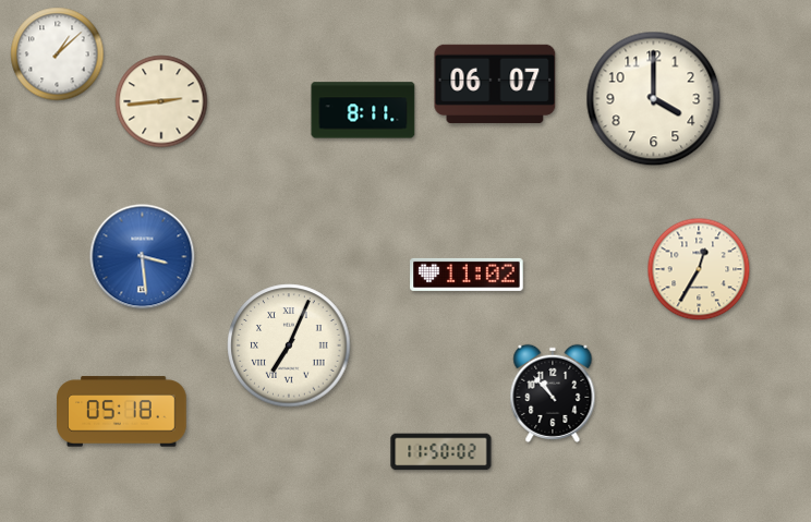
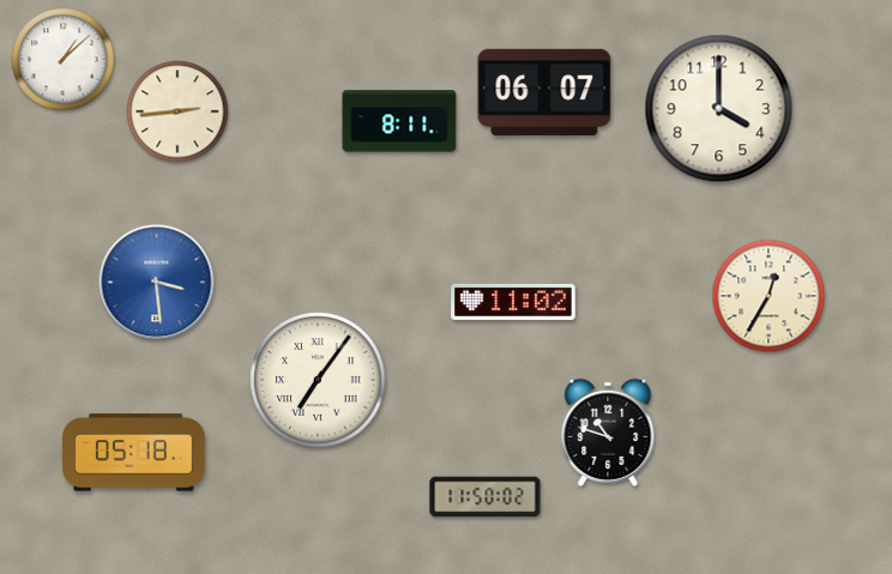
clock at (289, 345): 7:04 -> 7:06
clock at (553, 393): 10:53 -> 10:48
